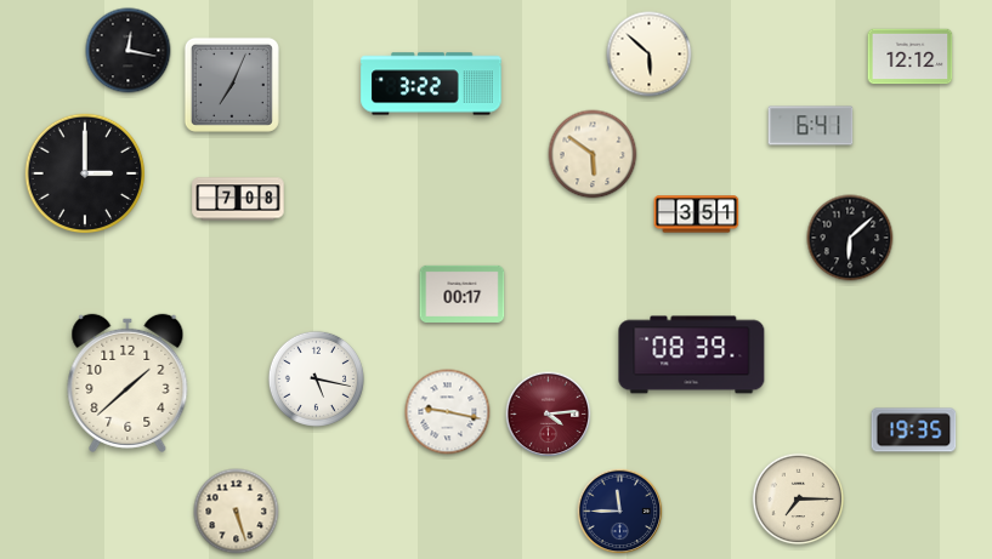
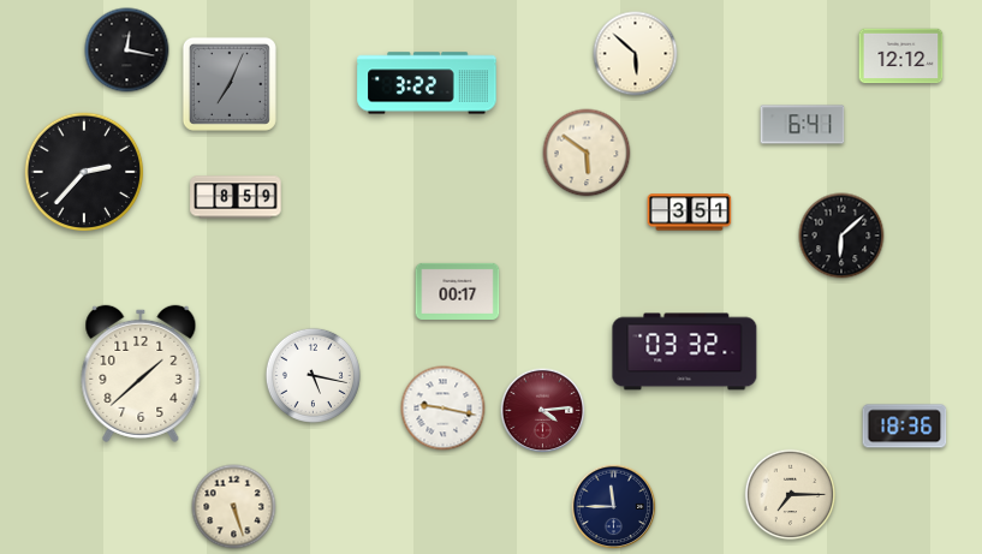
clock at (650, 55) position: (650, 55) -> (636, 54)
clock at (85, 173): 3:00 -> 2:37
clock at (238, 199): 7:08 -> 8:59
clock at (692, 355): 08:39 -> 03:32
clock at (127, 383) position: (127, 383) -> (141, 374)
clock at (914, 430): 19:35 -> 18:36
